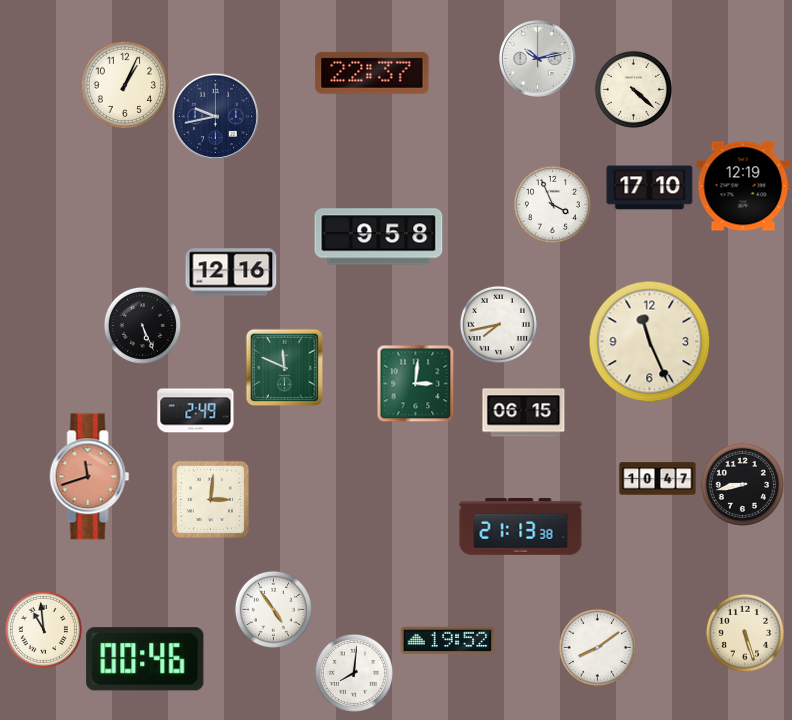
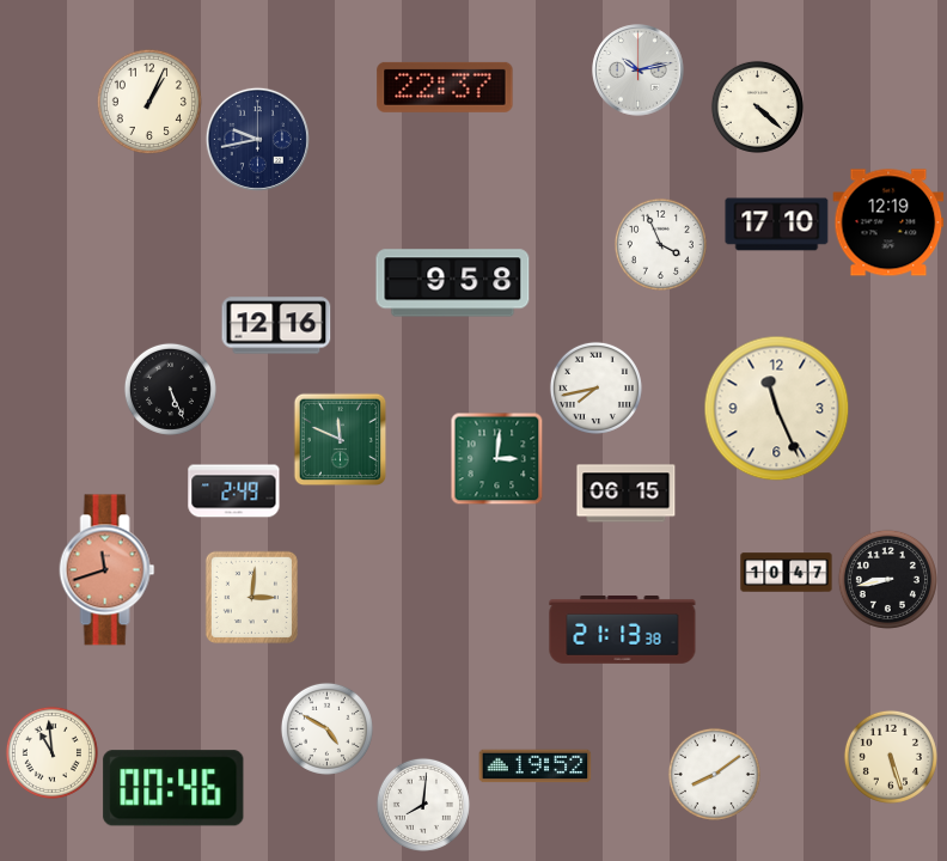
clock at (538, 59) position: (538, 59) -> (639, 71)
clock at (273, 609): 4:54 -> 4:50
